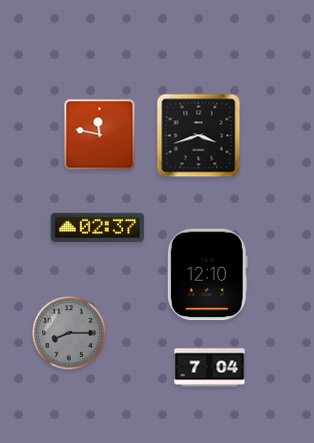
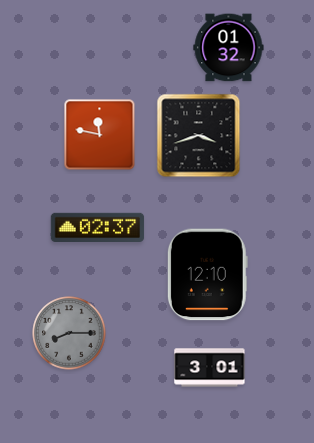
clock at (229, 48): none -> 01:32
clock at (210, 368): 7:04 -> 3:01
